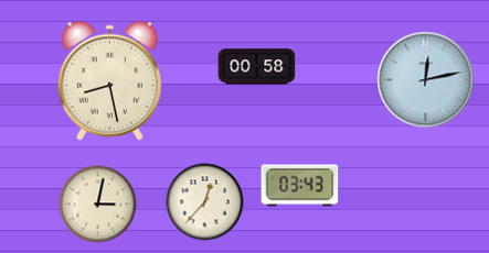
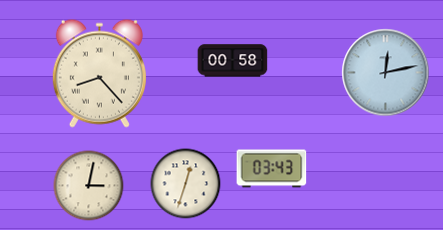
clock at (109, 80): 8:28 -> 8:23
clock at (205, 202): 12:37 -> 12:33
